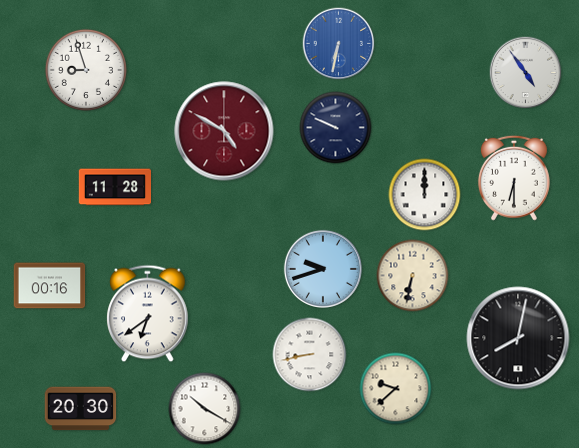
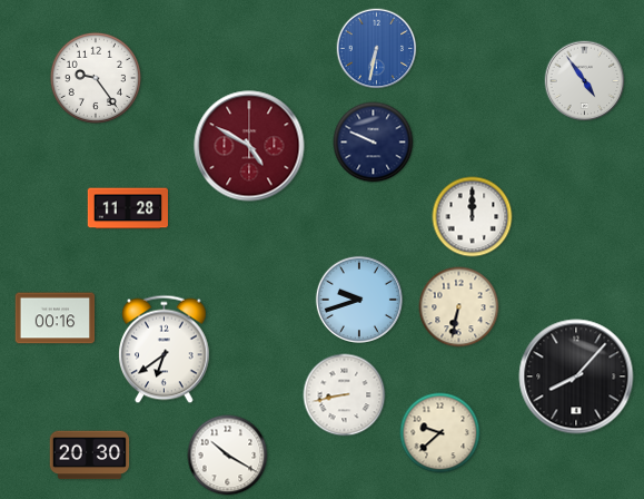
clock at (85, 69): 8:57 -> 9:24
clock at (514, 178): 6:30 -> none
clock at (518, 338): 8:02 -> 8:07
